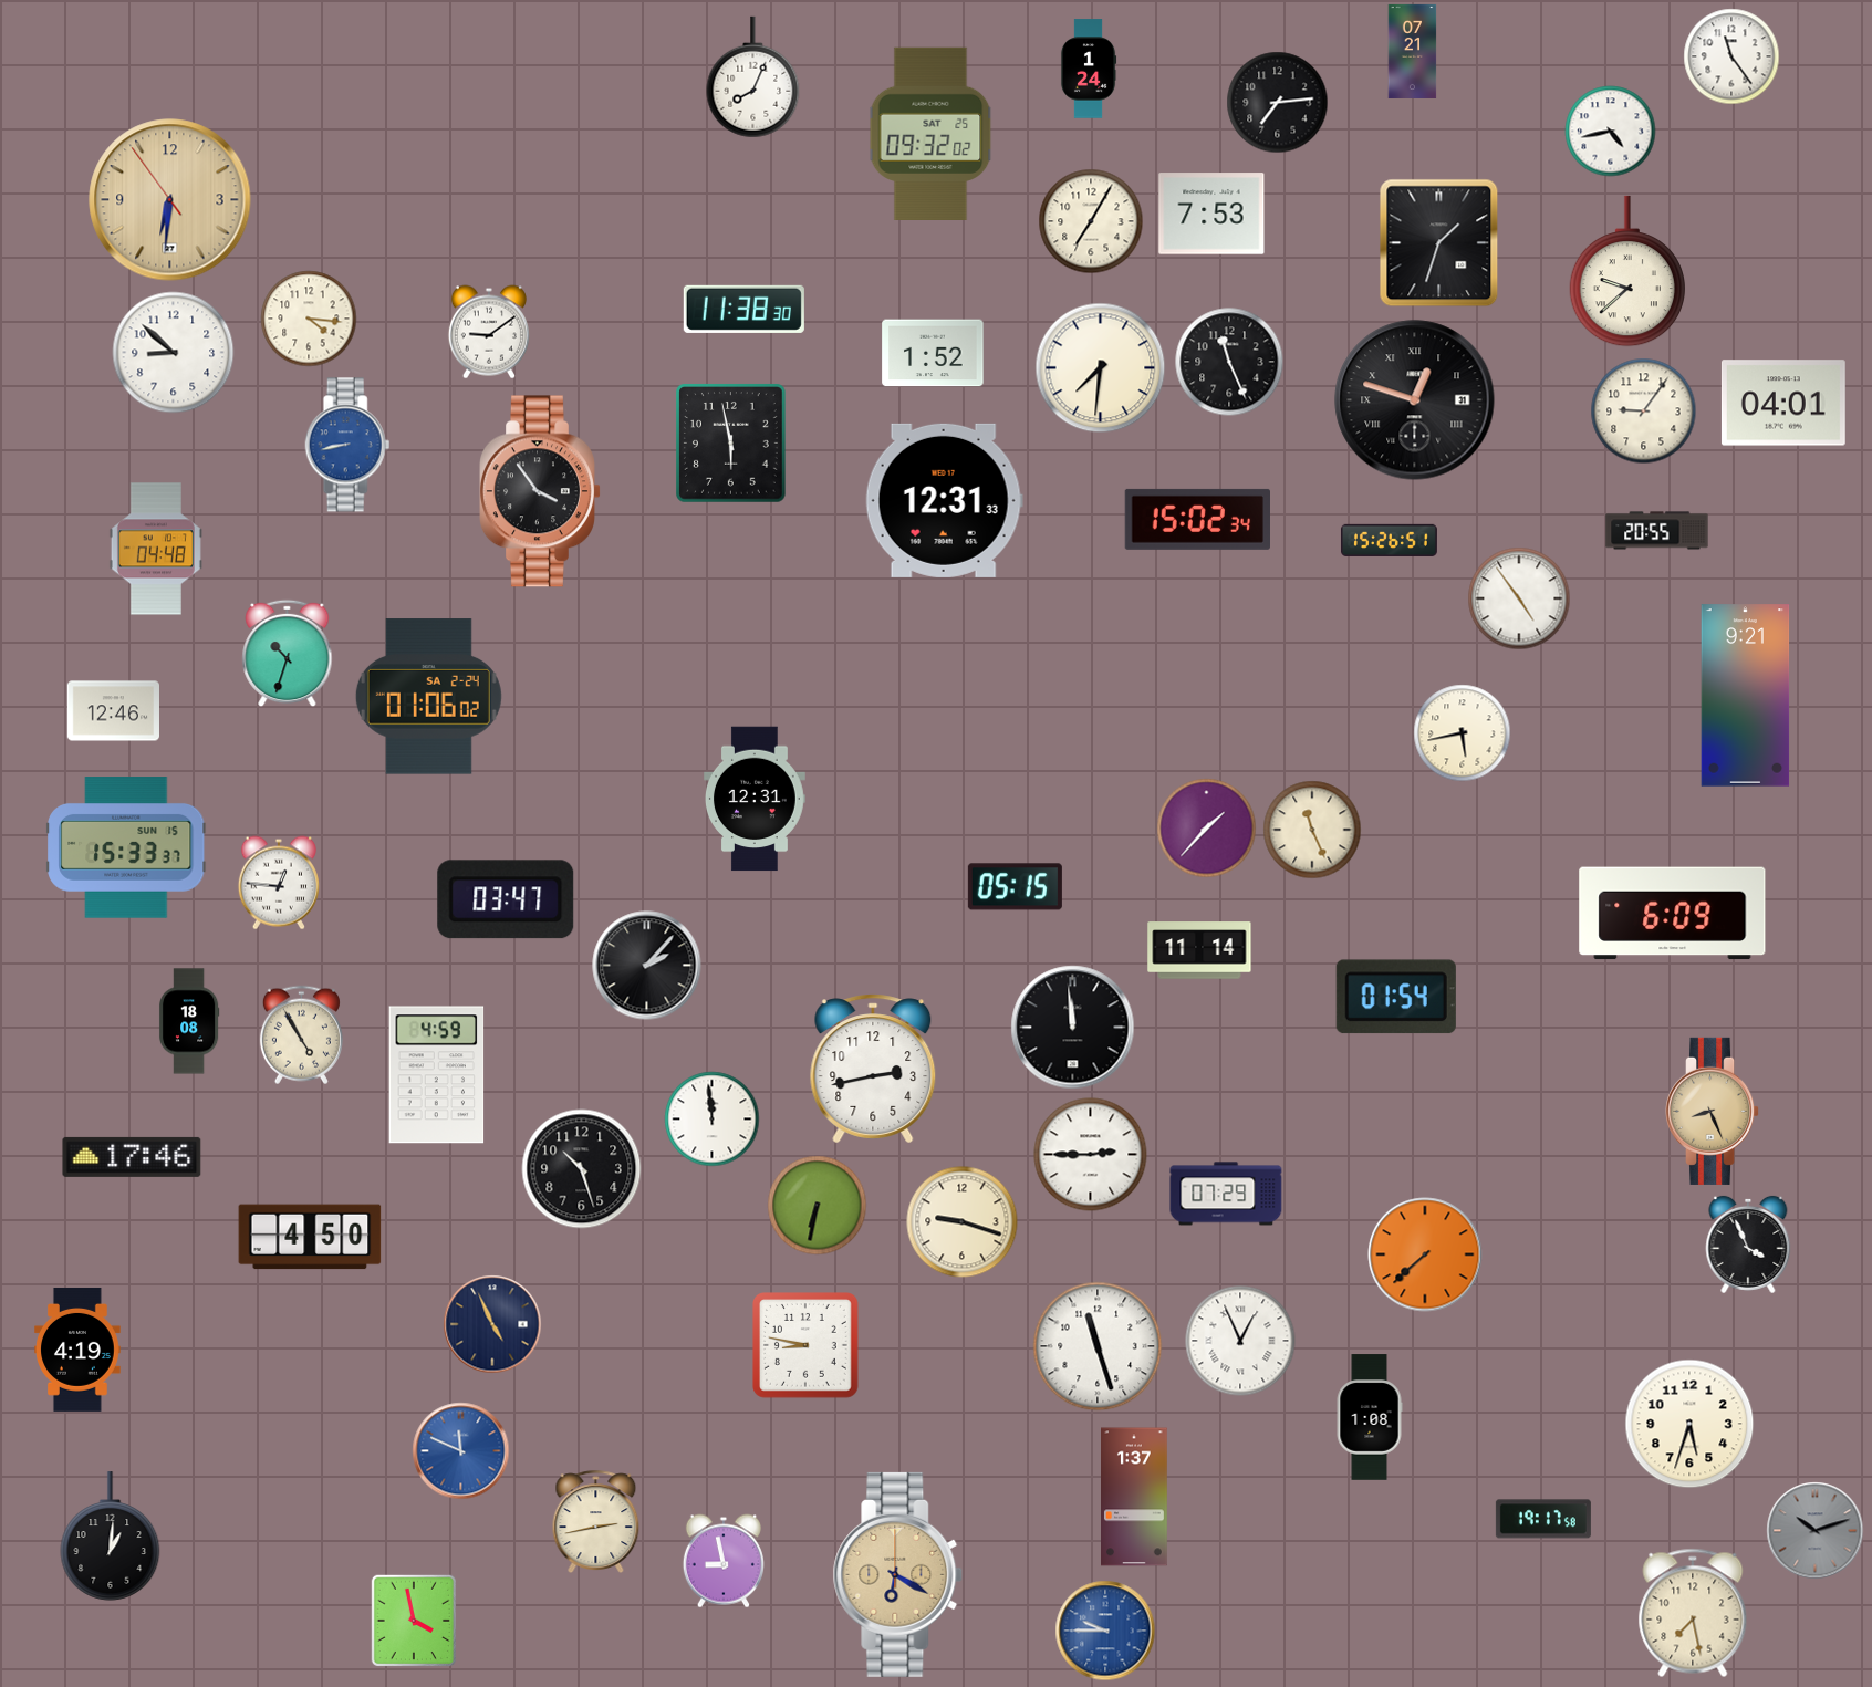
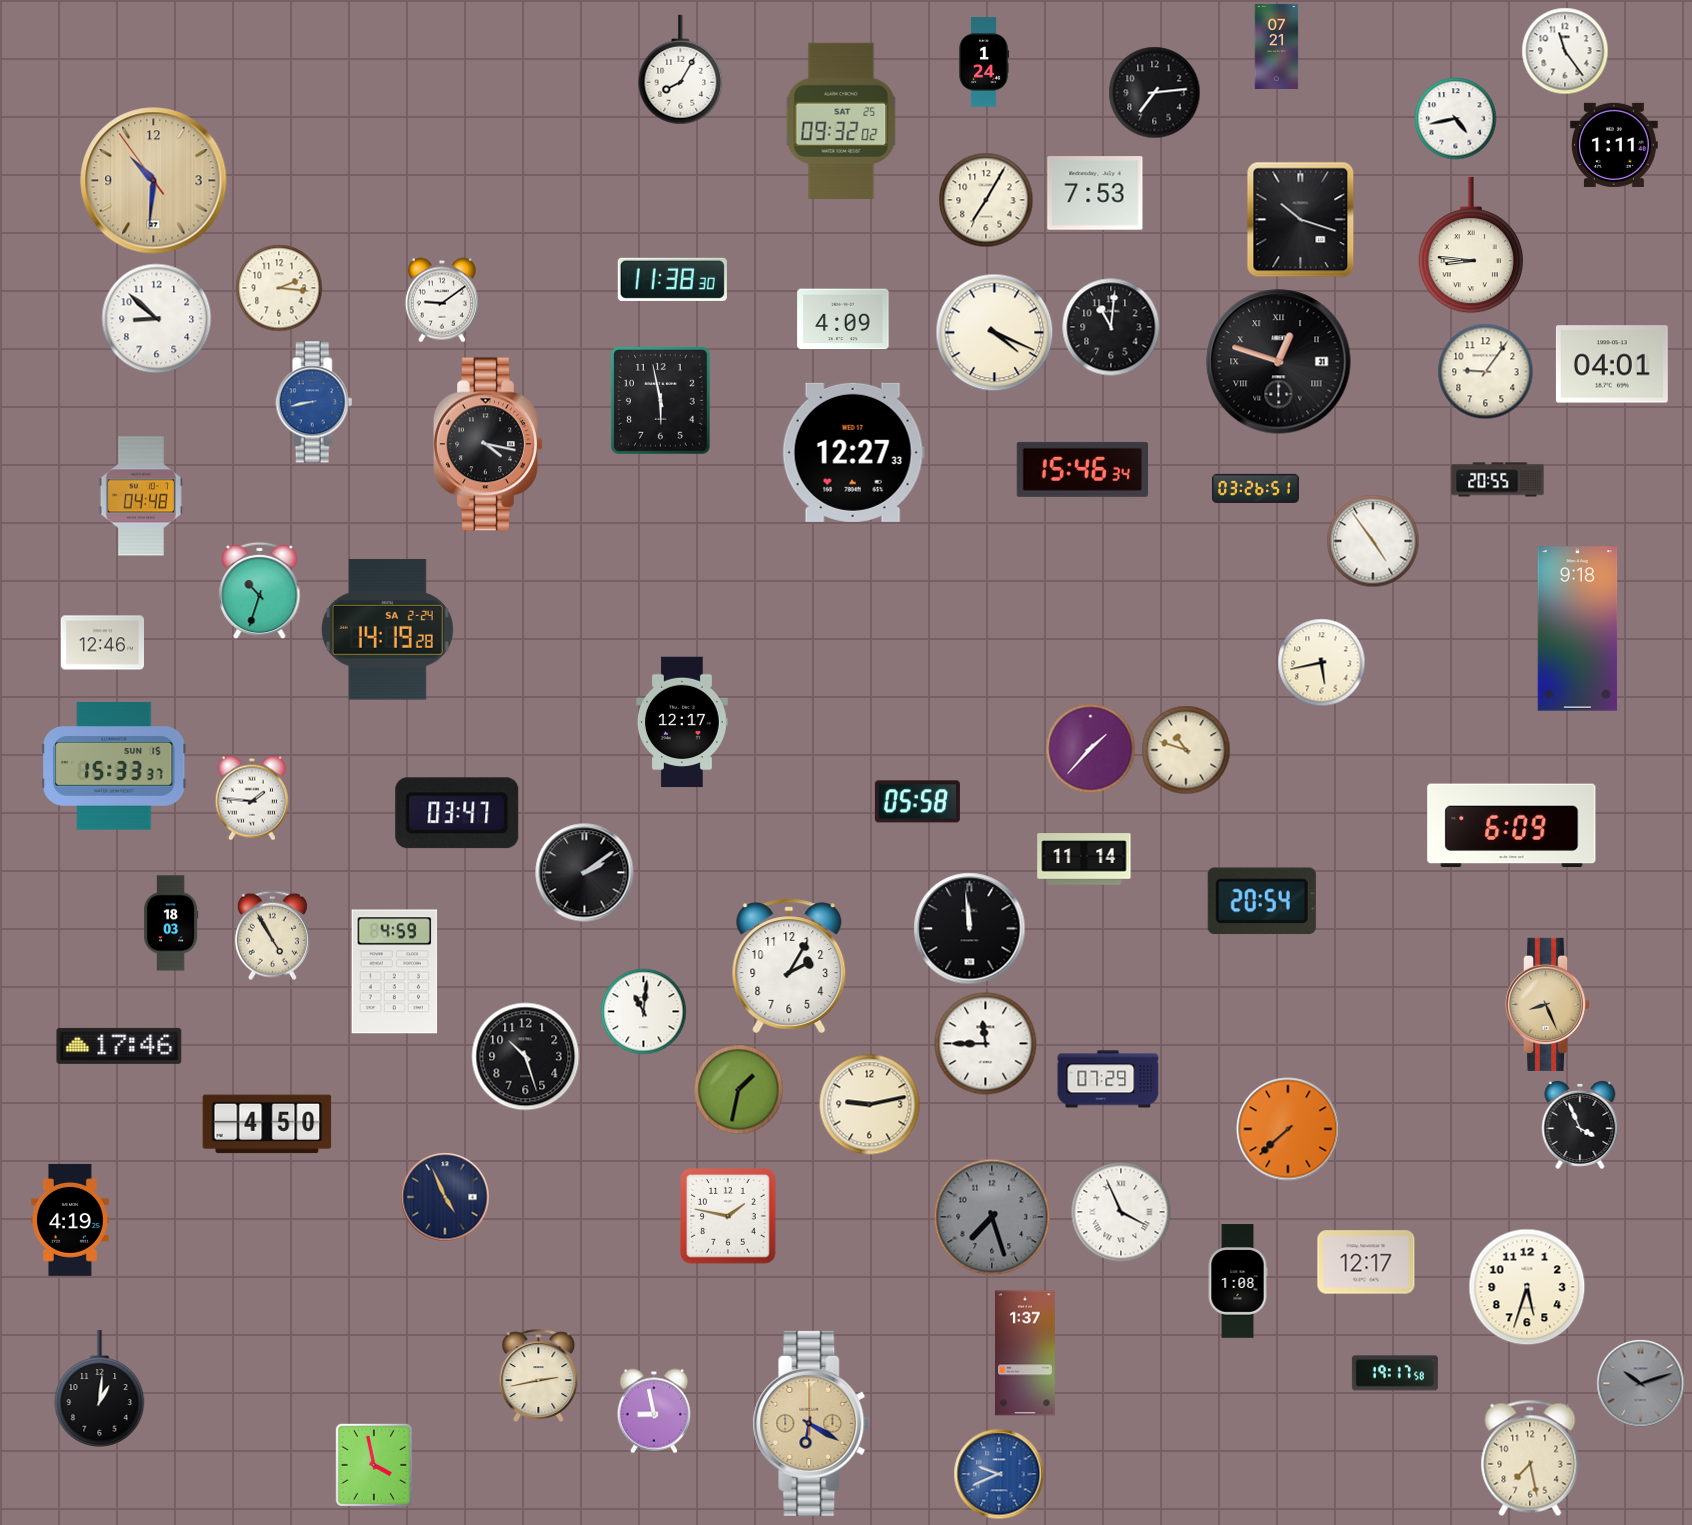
clock at (753, 77): 8:04 -> 8:05
clock at (1614, 145): none -> 1:11
clock at (170, 200): 6:30 -> 10:30
clock at (1439, 243): 1:33 -> 10:18
clock at (1626, 271): 9:38 -> 8:46
clock at (309, 319): 4:16 -> 2:16
clock at (933, 353): 1:52 -> 4:09
clock at (1229, 362): 11:26 -> 11:01
clock at (1101, 368): 7:31 -> 4:19
clock at (541, 491): 3:54 -> 4:17
clock at (944, 500): 12:31 -> 12:27
clock at (1197, 519): 15:02 -> 15:46
clock at (1389, 540): 15:26 -> 03:26
clock at (1746, 696): 9:21 -> 9:18
clock at (428, 697): 01:06 -> 14:19
clock at (756, 799): 12:31 -> 12:17
clock at (1312, 830): 11:26 -> 10:48
clock at (279, 883): 12:46 -> 1:46
clock at (1015, 887): 05:15 -> 05:58
clock at (647, 966): 2:07 -> 2:09
clock at (1396, 997): 01:54 -> 20:54
clock at (189, 1021): 18:08 -> 18:03
clock at (873, 1069): 2:43 -> 2:05
clock at (713, 1120): 11:59 -> 11:01
clock at (1091, 1155): 2:45 -> 11:45
clock at (818, 1206): 6:32 -> 1:32
clock at (963, 1222): 9:18 -> 9:13
clock at (310, 1237) position: (310, 1237) -> (267, 1124)
clock at (1425, 1254) position: (1425, 1254) -> (1288, 1129)
clock at (1240, 1341): 12:56 -> 3:56
clock at (807, 1346): 8:47 -> 1:47
clock at (1098, 1346): 11:27 -> 7:27
clock at (1098, 1346) dial: white -> grey
clock at (1366, 1262): none -> 12:17
clock at (461, 1451): 11:49 -> none
clock at (1105, 1631): 9:45 -> 9:41
